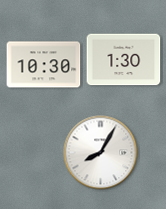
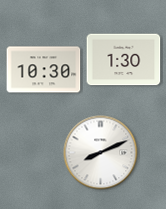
clock at (44, 65) position: (44, 65) -> (44, 70)
clock at (101, 153): 8:05 -> 8:11
